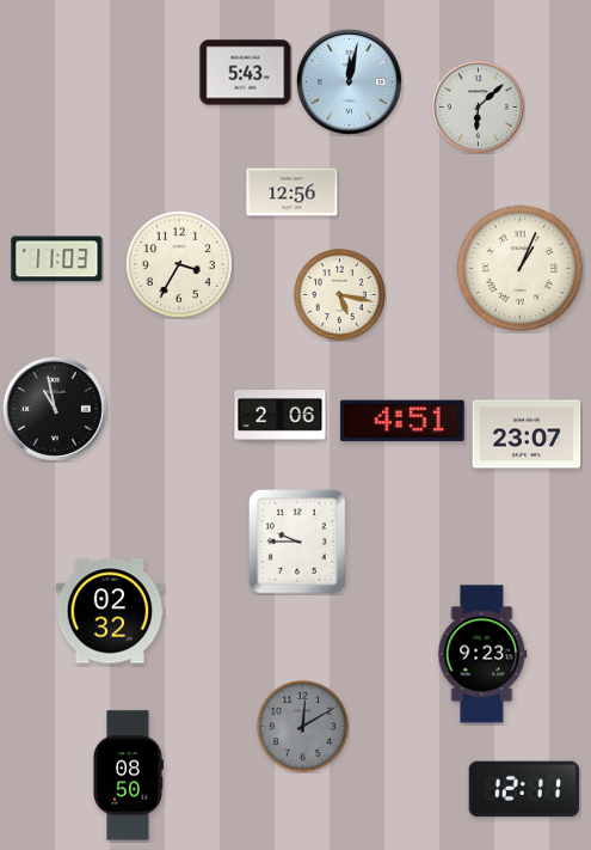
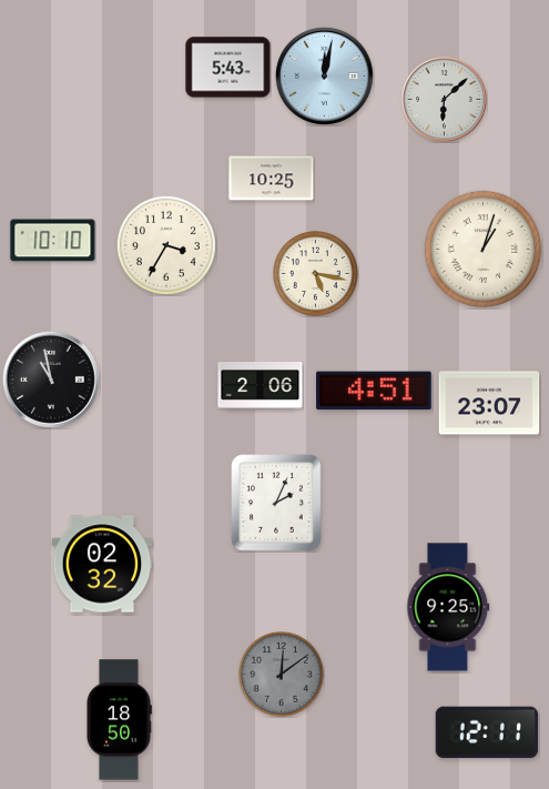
clock at (293, 192): 12:56 -> 10:25
clock at (57, 259): 11:03 -> 10:10
clock at (519, 268): 1:04 -> 1:03
clock at (297, 542): 9:45 -> 2:04
clock at (110, 611) position: (110, 611) -> (102, 564)
clock at (482, 654): 9:23 -> 9:25
clock at (303, 727): 12:10 -> 12:09
clock at (128, 776): 08:50 -> 18:50
